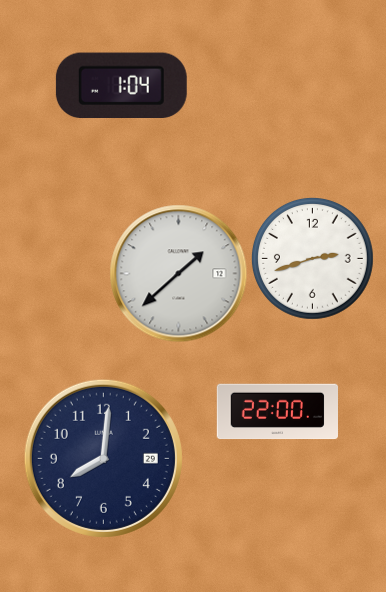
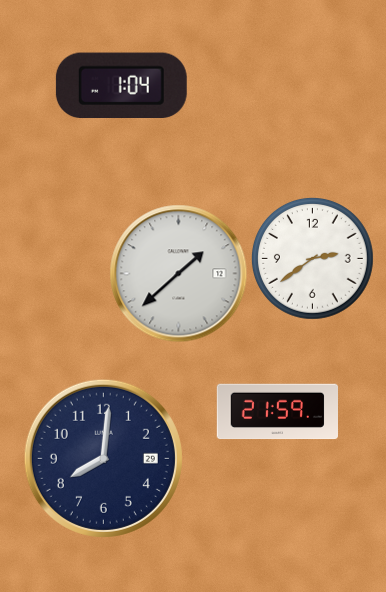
clock at (312, 258): 2:42 -> 2:39
clock at (277, 412): 22:00 -> 21:59
